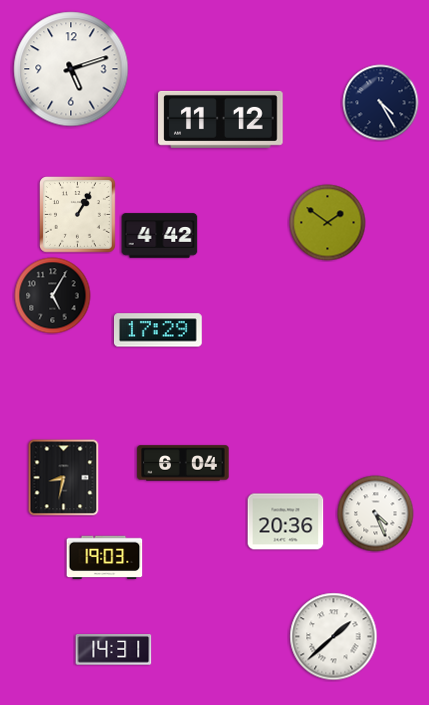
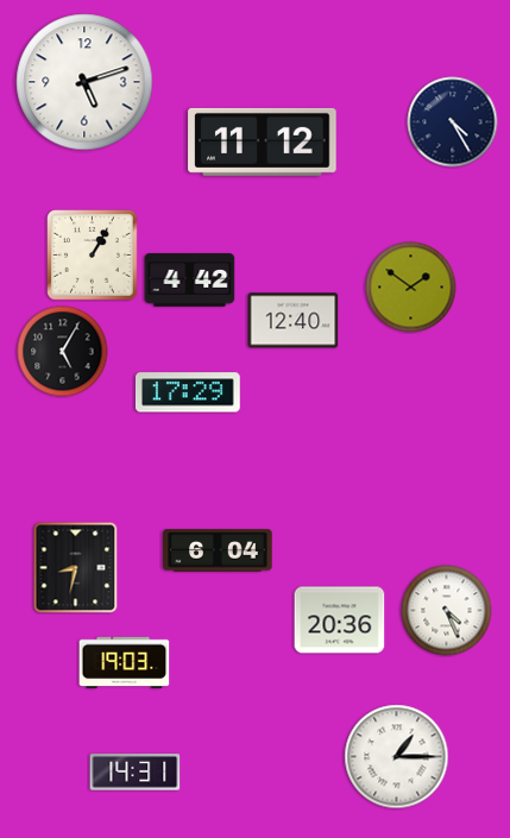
clock at (328, 223) position: (328, 223) -> (411, 288)
clock at (294, 321): none -> 12:40
clock at (334, 637): 1:38 -> 1:15
